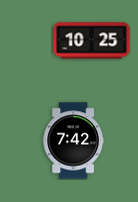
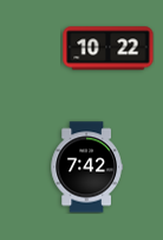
clock at (92, 41): 10:25 -> 10:22
